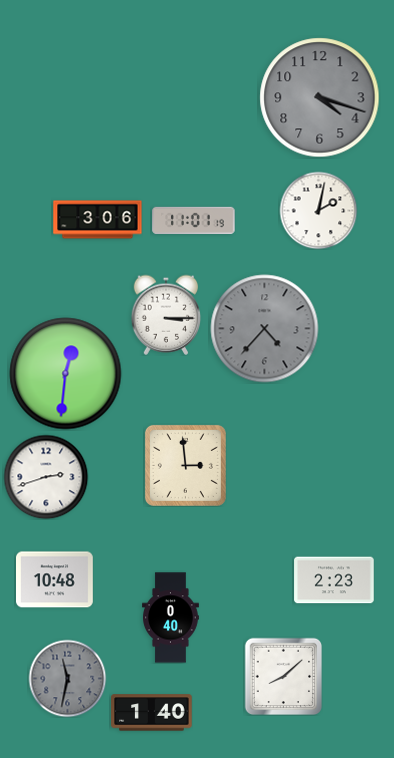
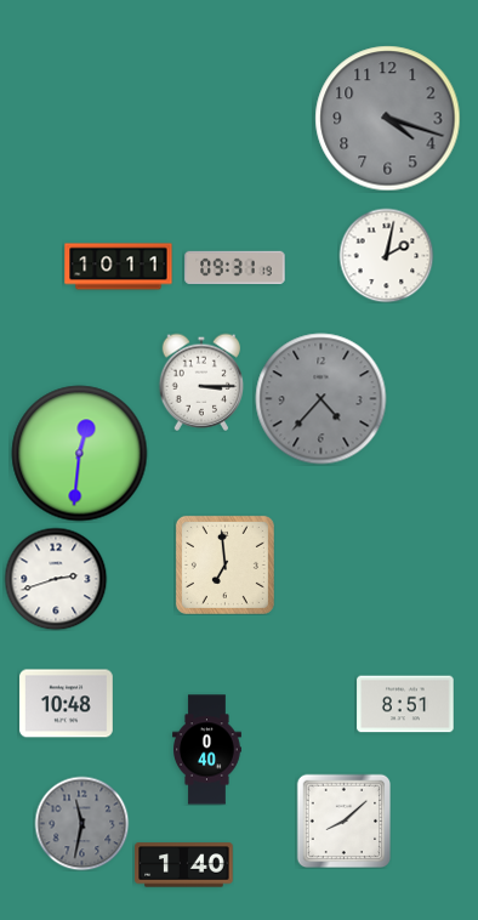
clock at (98, 220): 3:06 -> 10:11
clock at (194, 220): 11:01 -> 09:31
clock at (185, 465): 2:59 -> 6:59
clock at (334, 580): 2:23 -> 8:51
